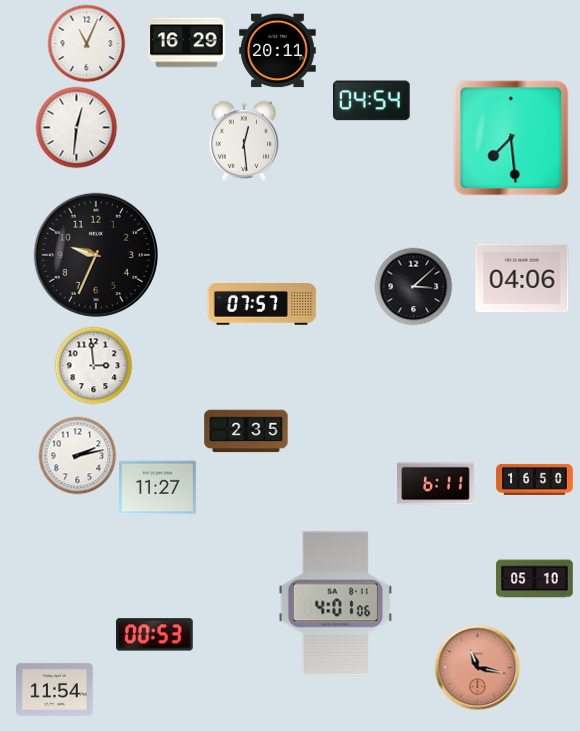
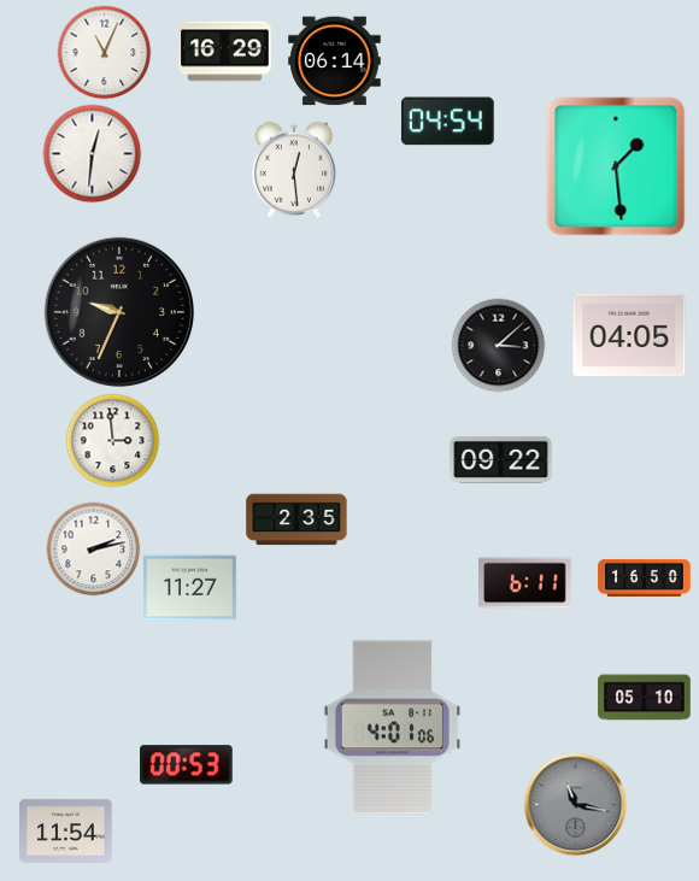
clock at (278, 51): 20:11 -> 06:14
clock at (511, 138): 7:29 -> 1:29
clock at (95, 254) position: (95, 254) -> (118, 311)
clock at (522, 278): 04:06 -> 04:05
clock at (262, 304): 07:57 -> none
clock at (501, 459): none -> 09:22
clock at (335, 604) position: (335, 604) -> (392, 728)
clock at (477, 667) dial: salmon -> grey
